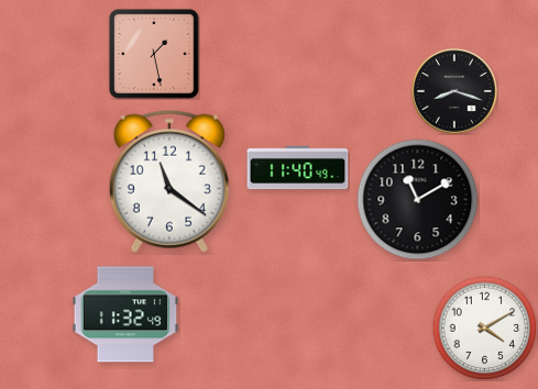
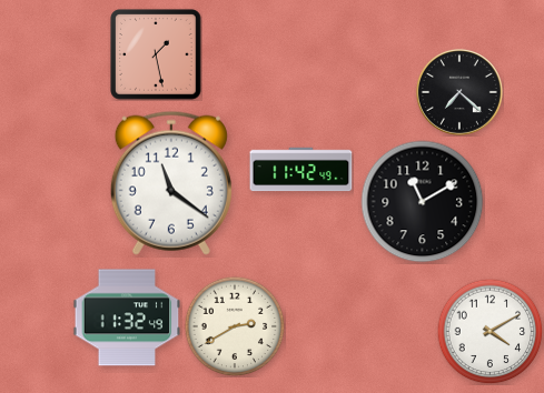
clock at (454, 91): 8:18 -> 7:22
clock at (298, 168): 11:40 -> 11:42
clock at (235, 326): none -> 2:40
